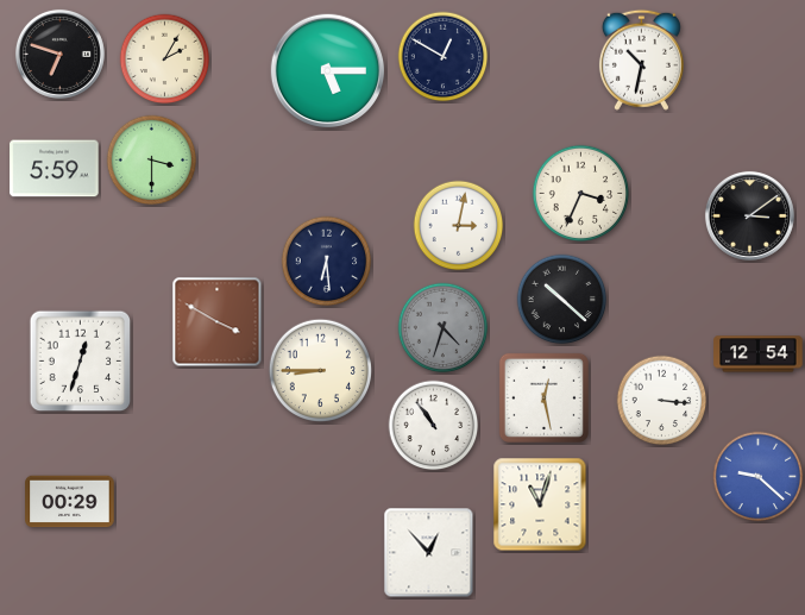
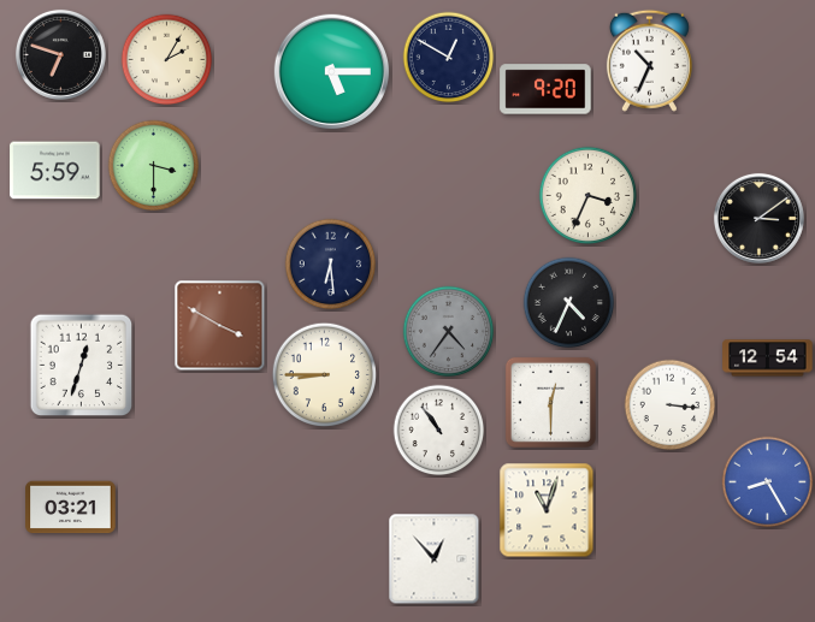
clock at (641, 59): 10:32 -> 10:34
clock at (545, 89): none -> 9:20
clock at (152, 161) position: (152, 161) -> (154, 166)
clock at (459, 226): 3:02 -> none
clock at (562, 300): 10:22 -> 4:34
clock at (444, 328): 4:33 -> 4:36
clock at (543, 397): 12:28 -> 12:30
clock at (759, 477): 9:22 -> 8:25
clock at (70, 502): 00:29 -> 03:21
